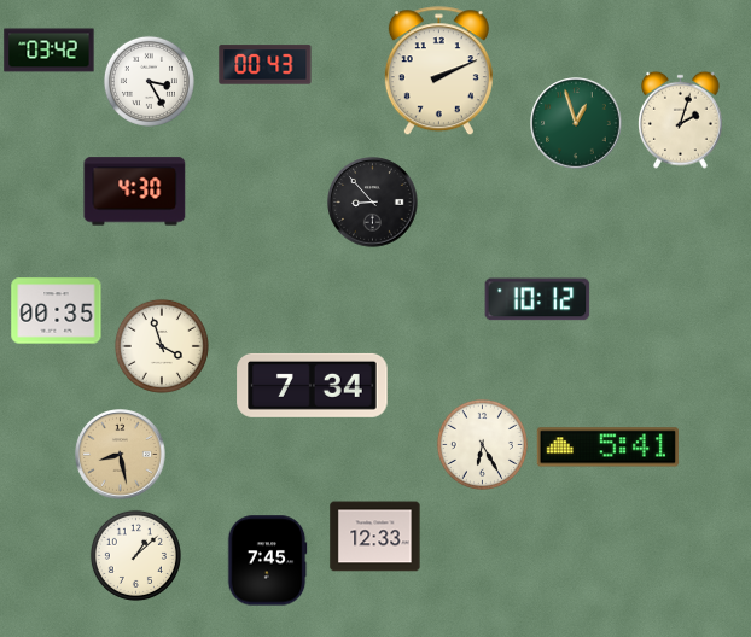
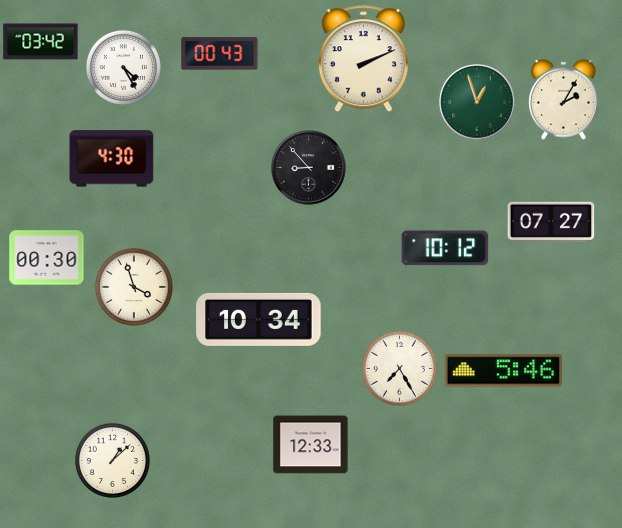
clock at (149, 81): 3:25 -> 4:25
clock at (681, 119): 2:03 -> 2:05
clock at (551, 222): none -> 07:27
clock at (57, 311): 00:35 -> 00:30
clock at (313, 385): 7:34 -> 10:34
clock at (482, 444): 6:25 -> 7:25
clock at (607, 448): 5:41 -> 5:46
clock at (121, 455): 8:28 -> none
clock at (267, 561): 7:45 -> none
